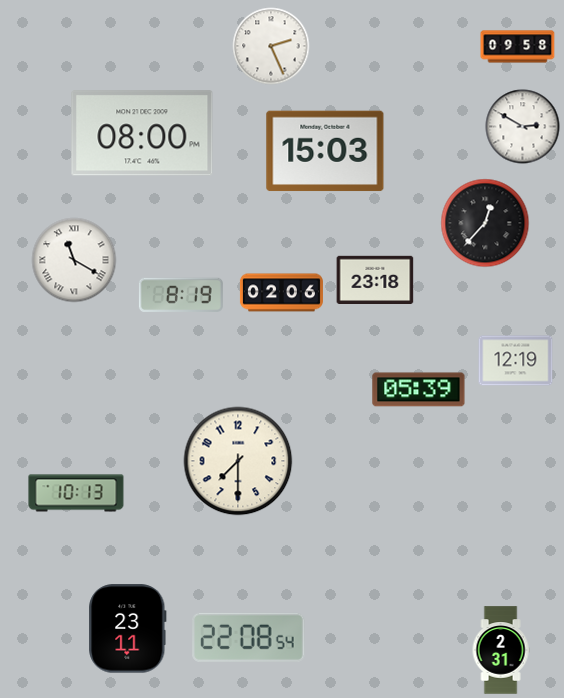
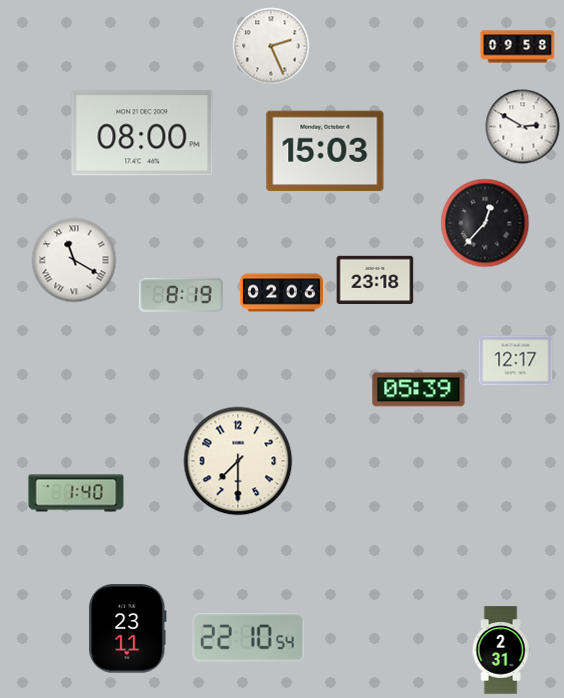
clock at (516, 361): 12:19 -> 12:17
clock at (76, 493): 10:13 -> 1:40
clock at (249, 637): 22:08 -> 22:10
